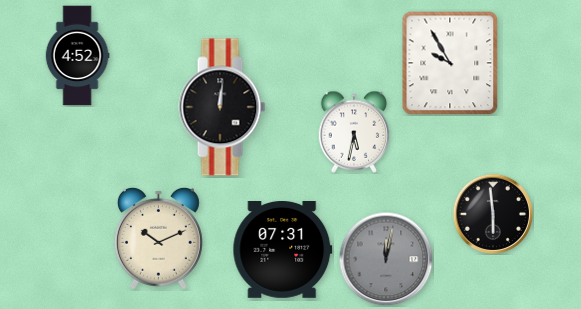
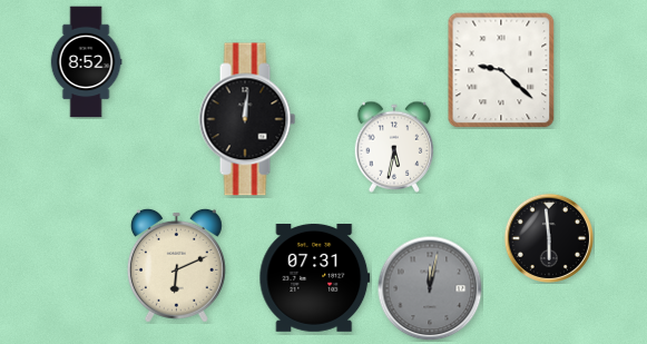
clock at (77, 56): 4:52 -> 8:52
clock at (450, 63): 9:55 -> 9:22
clock at (158, 238): 10:11 -> 6:11
